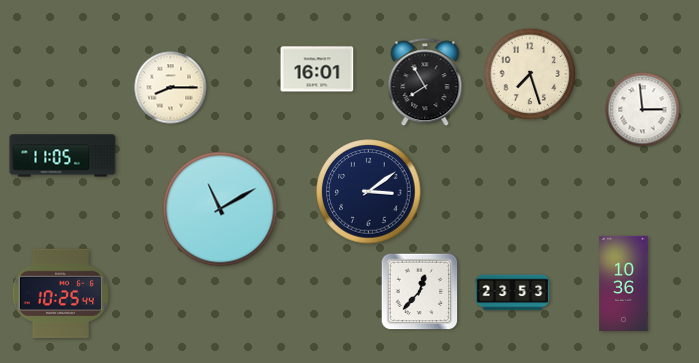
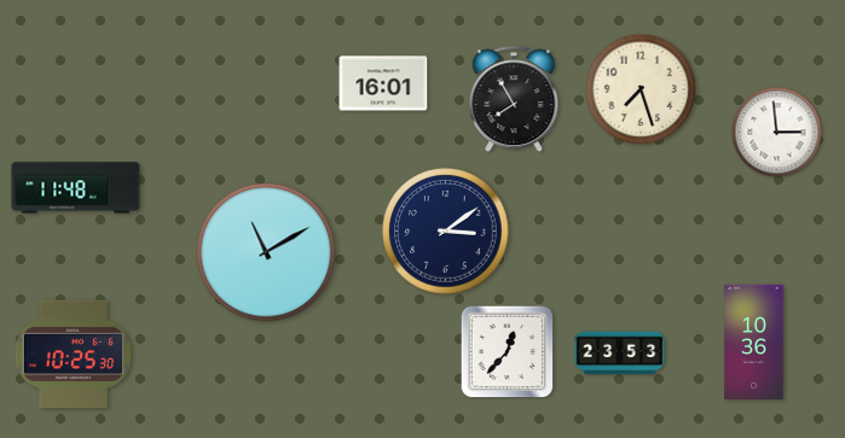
clock at (171, 88): 8:15 -> none
clock at (63, 156): 11:05 -> 11:48
clock at (60, 294): 10:25:44 -> 10:25:30
